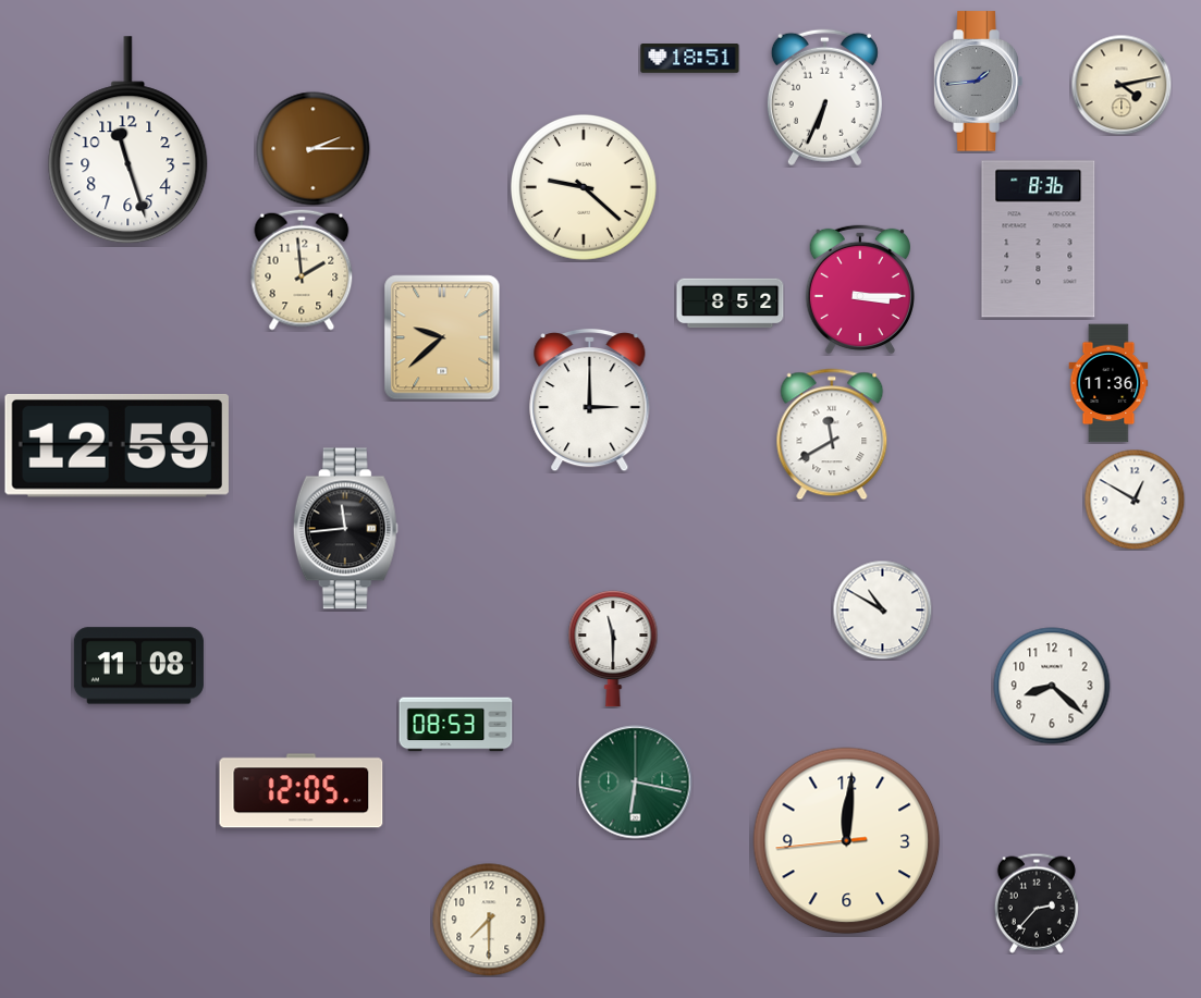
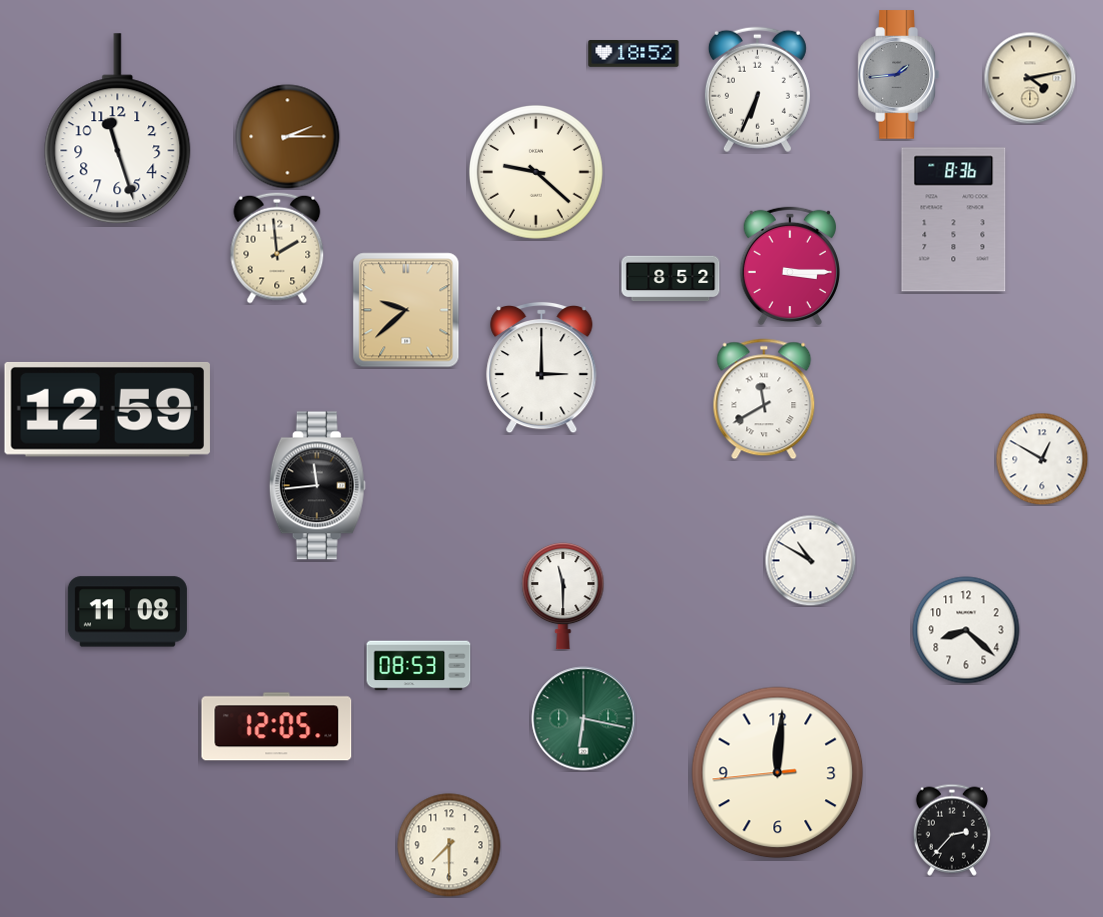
clock at (690, 59): 18:51 -> 18:52
clock at (1108, 383): 11:36 -> none
